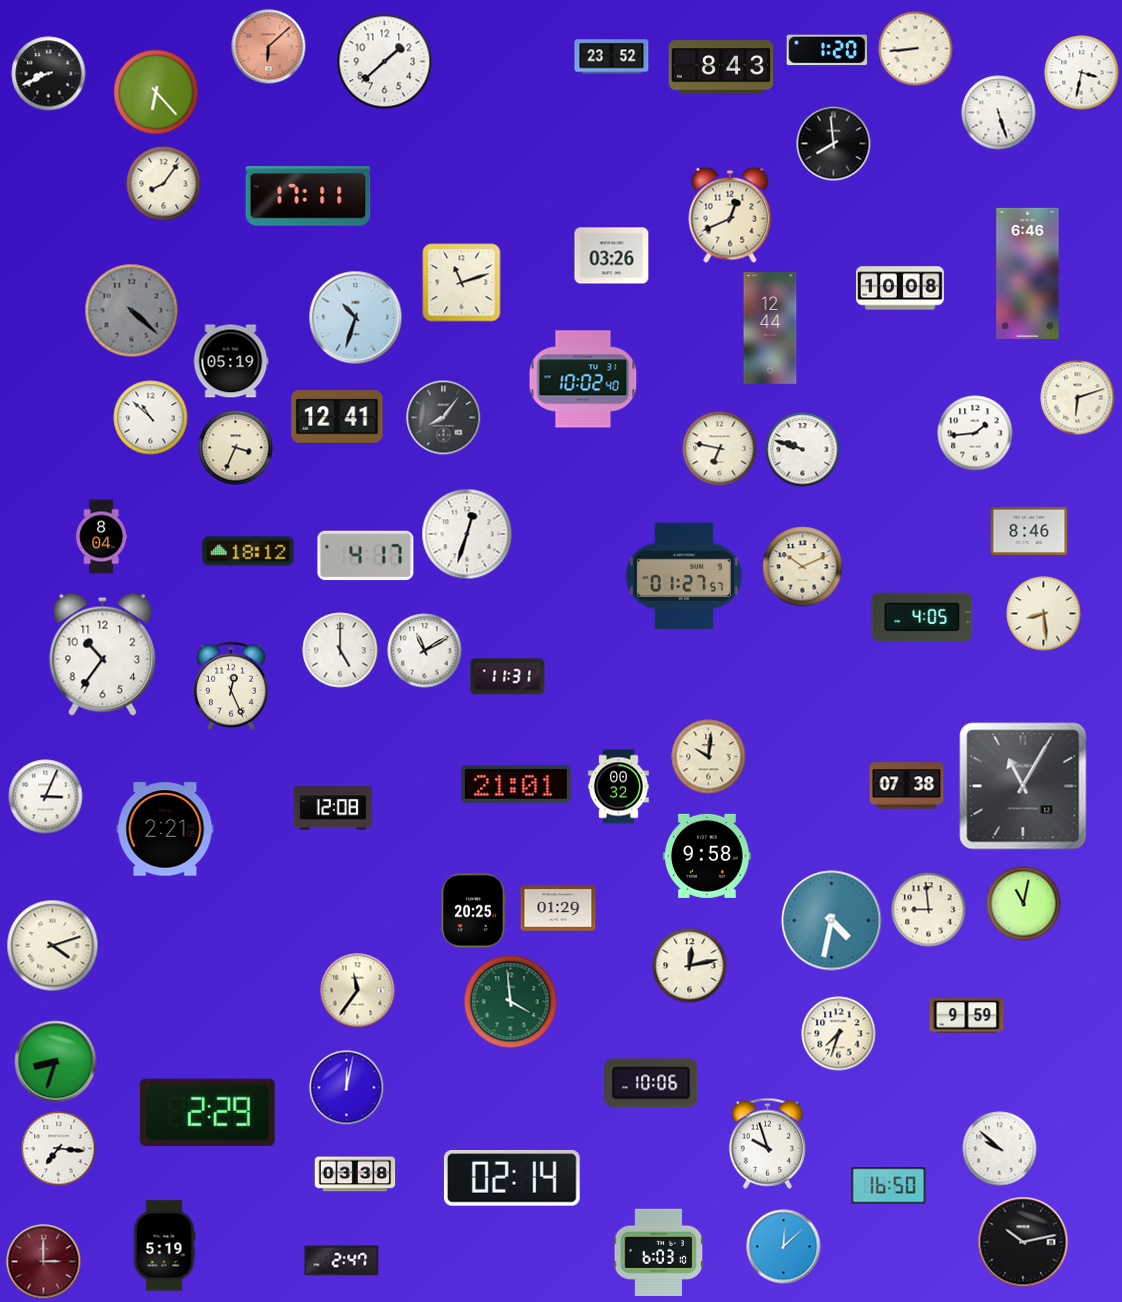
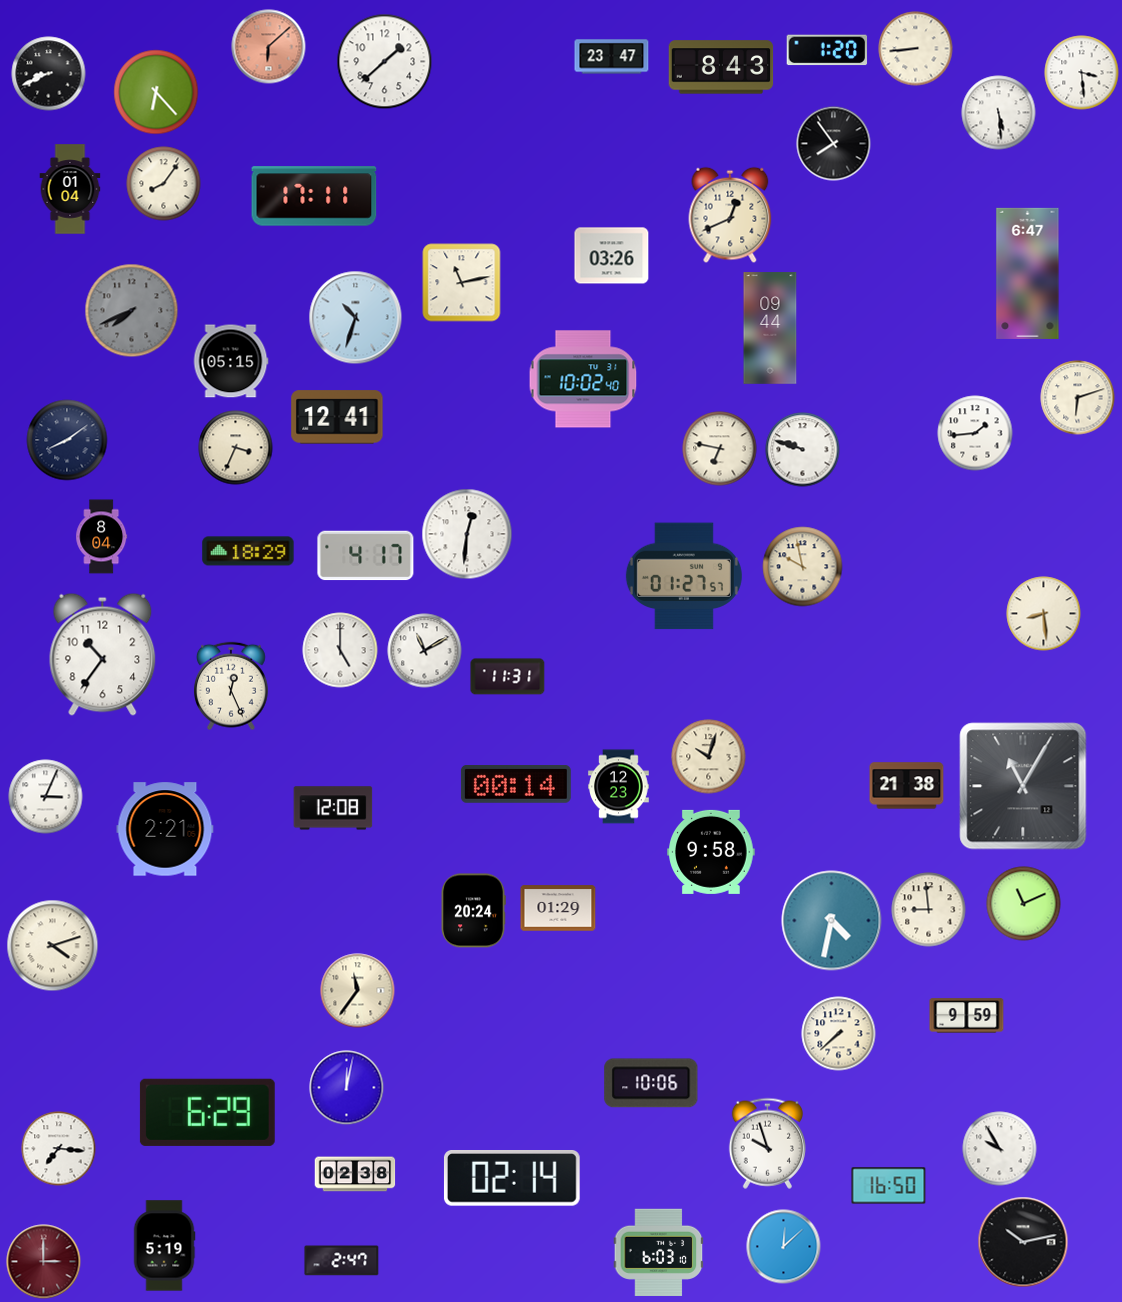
clock at (612, 57): 23:52 -> 23:47
clock at (1082, 73): 3:32 -> 3:29
clock at (999, 113): 5:27 -> 5:29
clock at (834, 144): 7:59 -> 7:54
clock at (70, 189): none -> 01:04
clock at (308, 196) position: (308, 196) -> (314, 196)
clock at (1028, 273): 6:46 -> 6:47
clock at (462, 283): 11:12 -> 11:13
clock at (900, 288): 10:08 -> none
clock at (132, 311): 4:22 -> 7:41
clock at (770, 328): 12:44 -> 09:44
clock at (231, 361): 05:19 -> 05:15
clock at (151, 418): 10:52 -> none
clock at (444, 418): 8:06 -> none
clock at (67, 440): none -> 8:09
clock at (1029, 530): 8:46 -> none
clock at (467, 534): 12:33 -> 12:31
clock at (248, 551): 18:12 -> 18:29
clock at (803, 567): 10:11 -> 9:58
clock at (922, 617): 4:05 -> none
clock at (709, 757): 10:01 -> 10:03
clock at (516, 785): 21:01 -> 00:14
clock at (907, 786): 07:38 -> 21:38
clock at (619, 787): 00:32 -> 12:23
clock at (707, 856) position: (707, 856) -> (711, 852)
clock at (1024, 904): 11:02 -> 11:11
clock at (473, 911): 20:25 -> 20:24
clock at (690, 966): 12:13 -> none
clock at (511, 1002): 3:59 -> none
clock at (839, 1034): 7:33 -> 7:38
clock at (56, 1062): 8:33 -> none
clock at (207, 1112): 2:29 -> 6:29
clock at (1000, 1149): 9:52 -> 9:55
clock at (355, 1174): 03:38 -> 02:38
